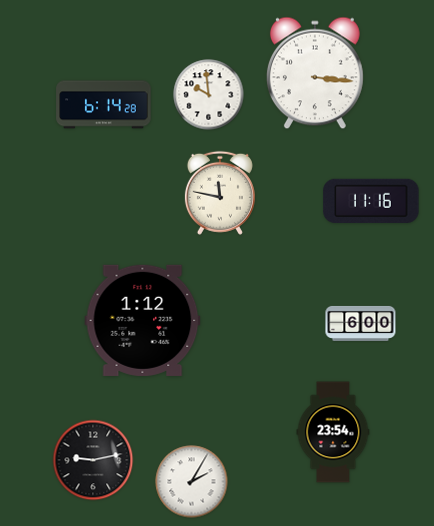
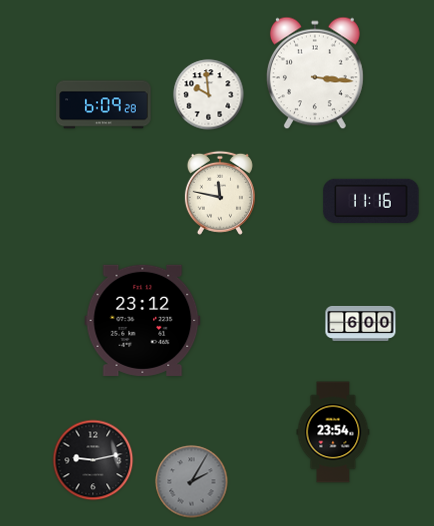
clock at (104, 105): 6:14 -> 6:09
clock at (143, 320): 1:12 -> 23:12
clock at (192, 482) dial: white -> grey
